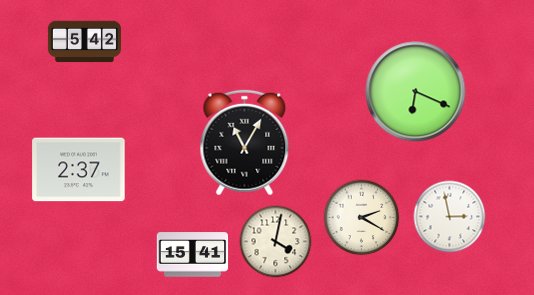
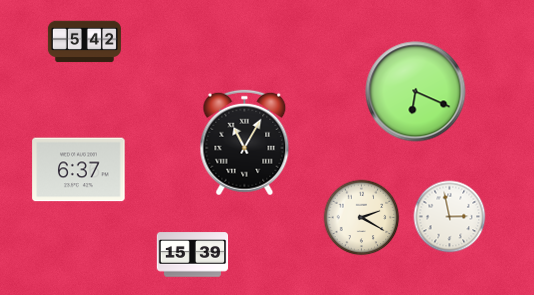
clock at (79, 170): 2:37 -> 6:37
clock at (276, 242): 4:02 -> none
clock at (193, 255): 15:41 -> 15:39
